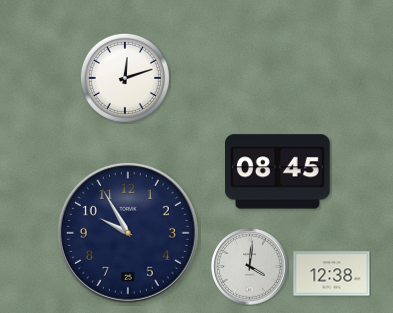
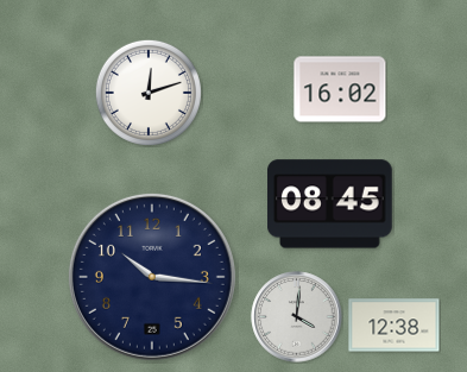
clock at (340, 89): none -> 16:02
clock at (128, 233): 9:55 -> 10:16
